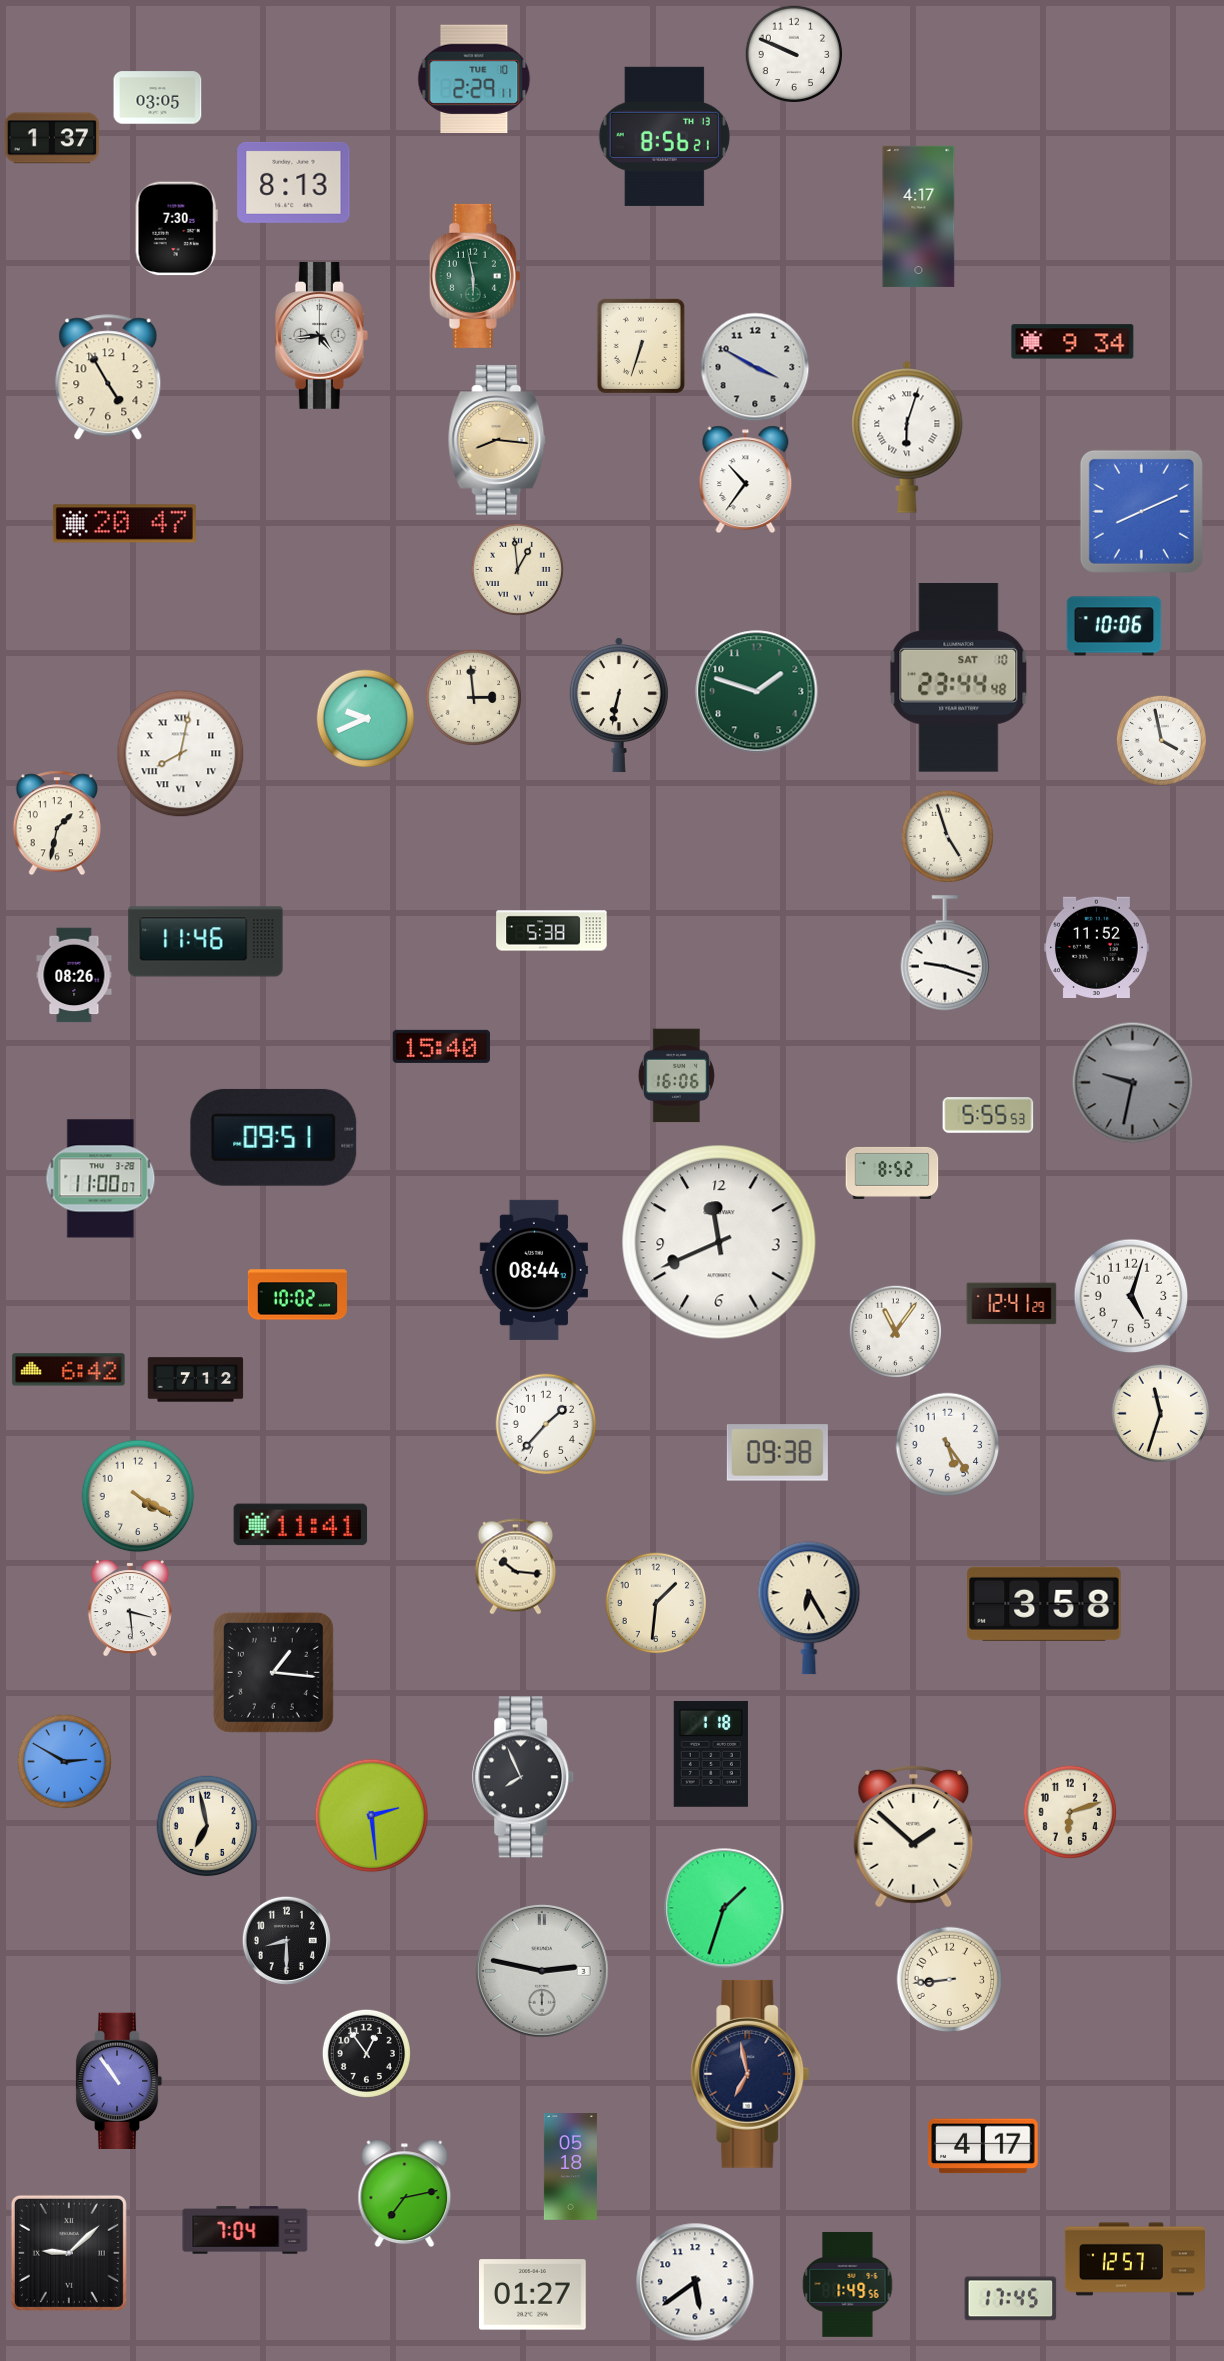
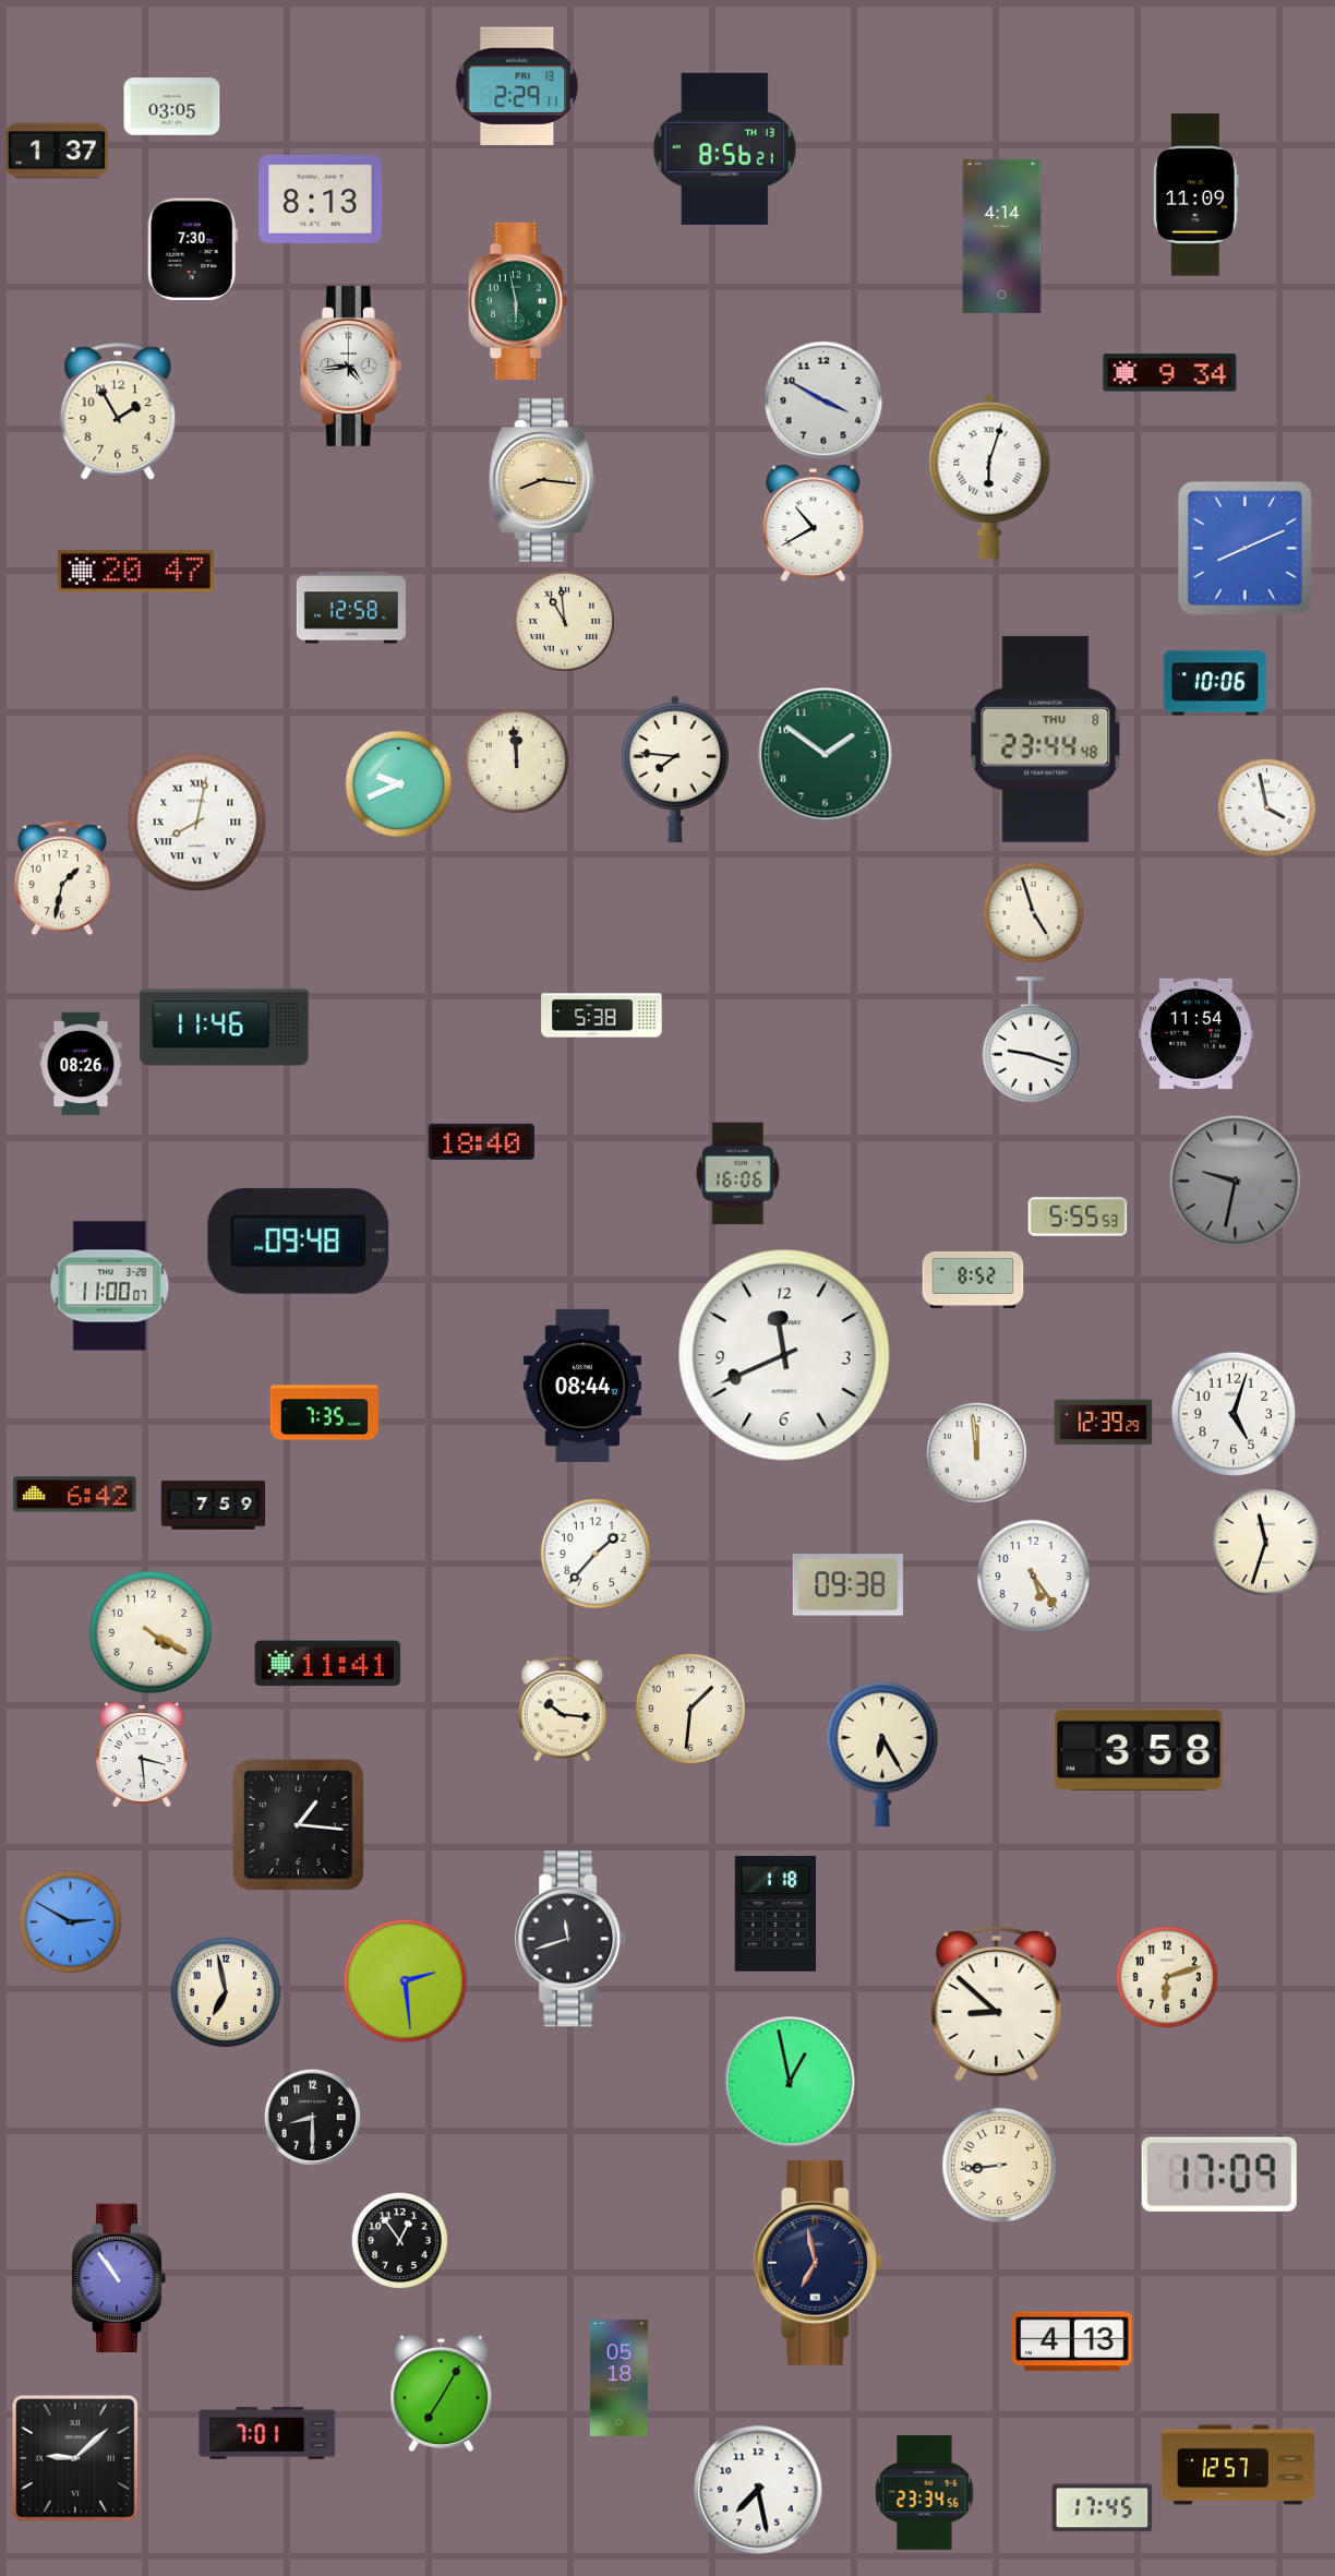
clock at (794, 54): 9:49 -> none
clock at (474, 78) date: TUE 10 -> FRI 13
clock at (1195, 195): none -> 11:09
clock at (919, 216): 4:17 -> 4:14
clock at (641, 346): 6:33 -> none
clock at (108, 378): 4:55 -> 1:55
clock at (746, 480): 10:36 -> 10:40
clock at (1141, 511) position: (1141, 511) -> (1244, 548)
clock at (351, 608): none -> 12:58
clock at (517, 569): 12:59 -> 10:59
clock at (959, 677) date: SAT 10 -> THU 8
clock at (757, 692): 1:48 -> 1:51
clock at (473, 697): 2:59 -> 11:59
clock at (619, 705): 6:32 -> 7:46
clock at (57, 823) position: (57, 823) -> (62, 878)
clock at (1096, 947): 11:52 -> 11:54
clock at (441, 1046): 15:40 -> 18:40
clock at (274, 1137): 09:51 -> 09:48
clock at (297, 1295): 10:02 -> 7:35
clock at (1012, 1304): 12:41 -> 12:39
clock at (895, 1331): 11:06 -> 11:59
clock at (196, 1380): 7:12 -> 7:59
clock at (656, 1603) position: (656, 1603) -> (690, 1709)
clock at (524, 1777): 7:56 -> 11:42
clock at (914, 1836): 1:52 -> 8:52
clock at (724, 1908): 1:33 -> 12:58
clock at (543, 1972): 2:47 -> none
clock at (950, 1980) position: (950, 1980) -> (1000, 2166)
clock at (1219, 2174): none -> 17:09
clock at (119, 2080) position: (119, 2080) -> (119, 2277)
clock at (983, 2146): 4:17 -> 4:13
clock at (570, 2167) position: (570, 2167) -> (618, 2379)
clock at (405, 2194): 7:13 -> 7:05
clock at (245, 2230): 7:04 -> 7:01
clock at (695, 2282): 5:39 -> 7:28
clock at (848, 2285): 1:49 -> 23:34
clock at (533, 2295): 01:27 -> none
